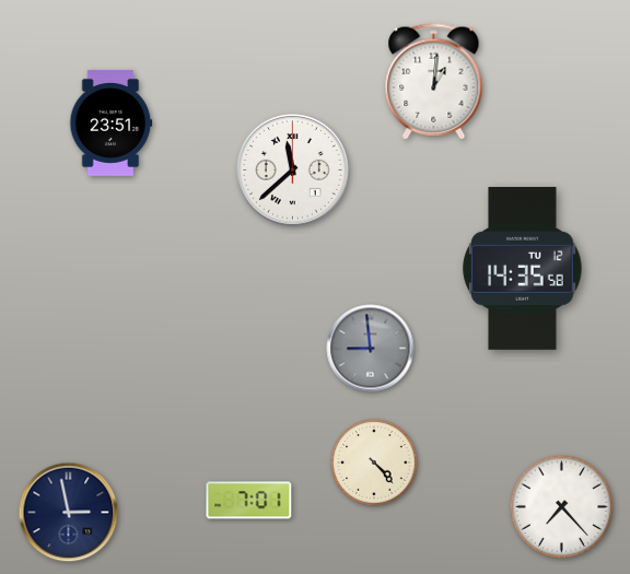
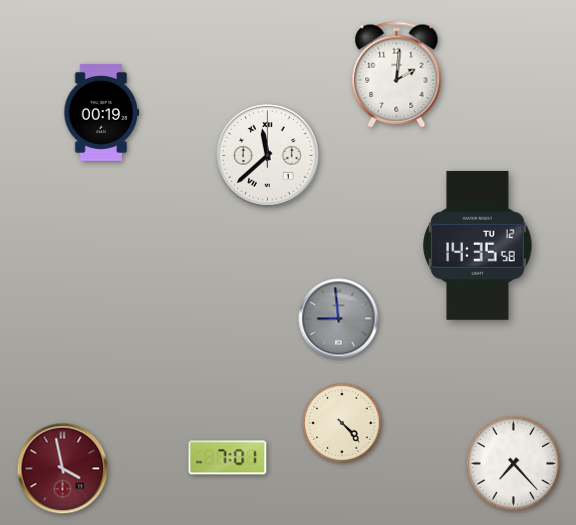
clock at (434, 82): 1:01 -> 2:01
clock at (112, 122): 23:51 -> 00:19
clock at (69, 513): 2:58 -> 3:58
clock at (69, 513) dial: navy -> burgundy
